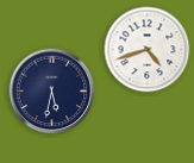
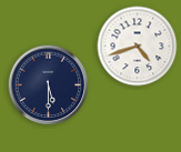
clock at (52, 92): 5:32 -> 5:30
